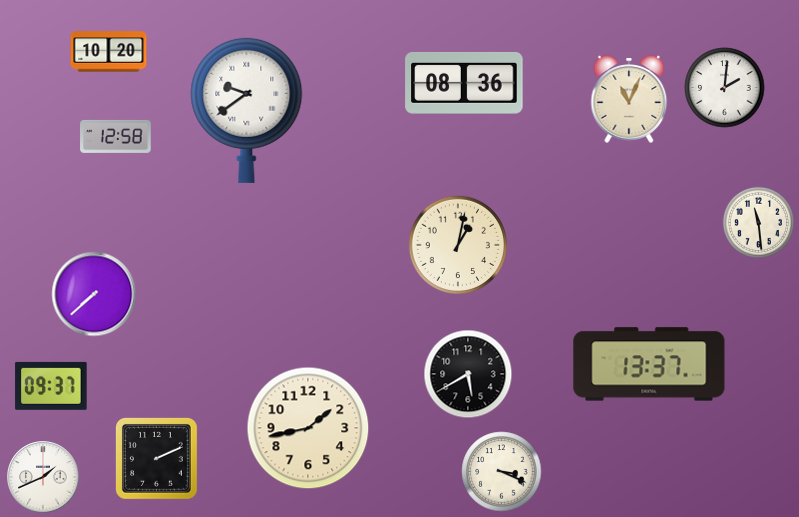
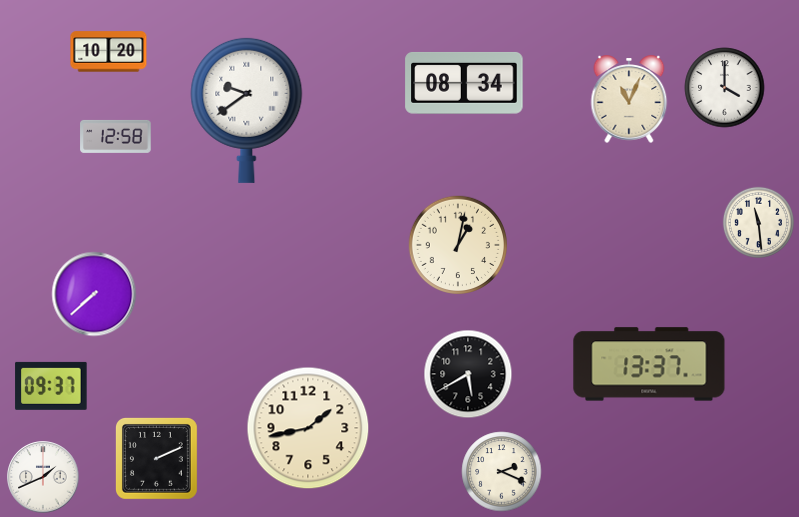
clock at (464, 83): 08:36 -> 08:34
clock at (725, 88): 2:01 -> 4:00
clock at (502, 472): 3:19 -> 2:19
